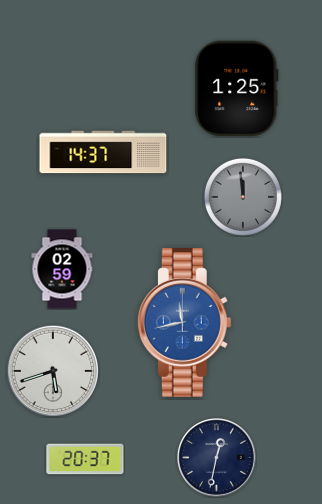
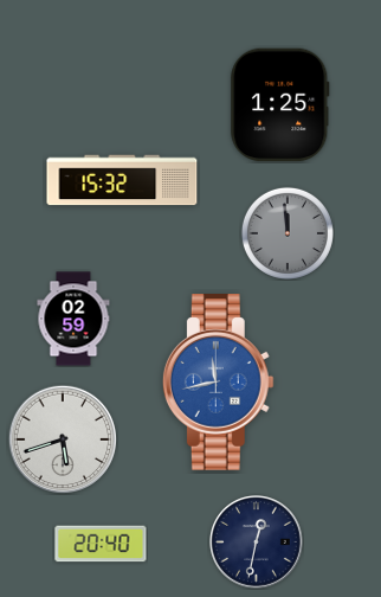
clock at (103, 152): 14:37 -> 15:32
clock at (85, 459): 20:37 -> 20:40
